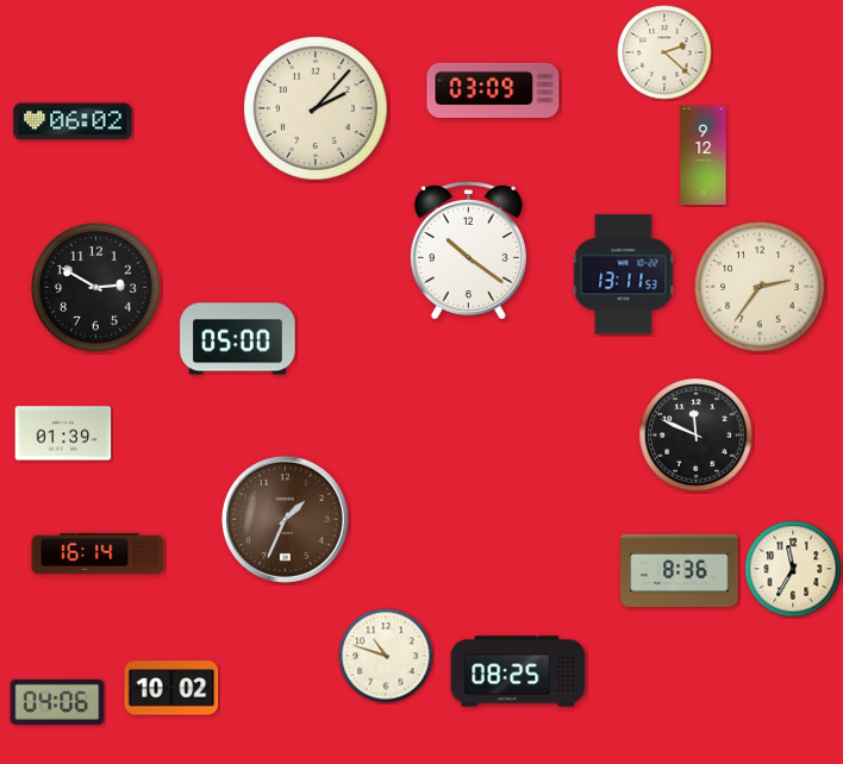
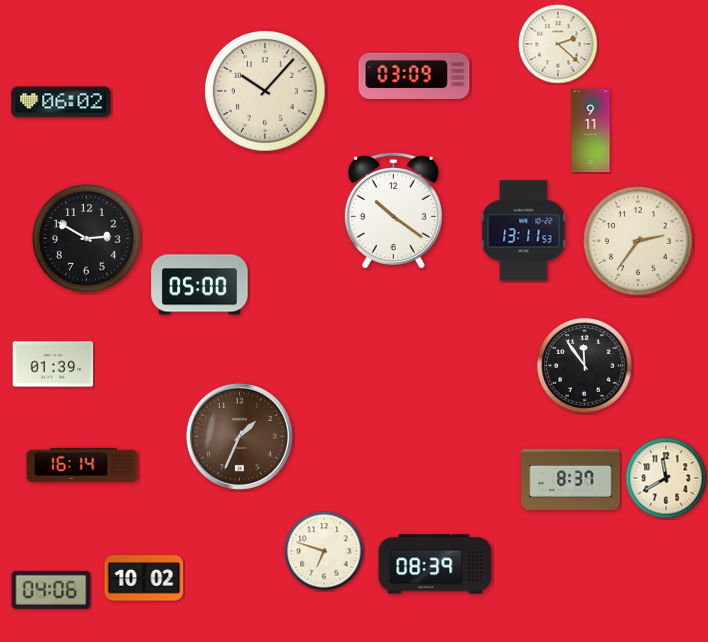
clock at (316, 108): 2:07 -> 10:07
clock at (704, 156): 9:12 -> 9:11
clock at (96, 288) position: (96, 288) -> (87, 239)
clock at (697, 436): 11:49 -> 11:54
clock at (793, 569): 11:35 -> 11:40
clock at (680, 570): 8:36 -> 8:37
clock at (386, 656): 10:48 -> 6:48
clock at (518, 671): 08:25 -> 08:39
clock at (57, 702) position: (57, 702) -> (51, 590)
